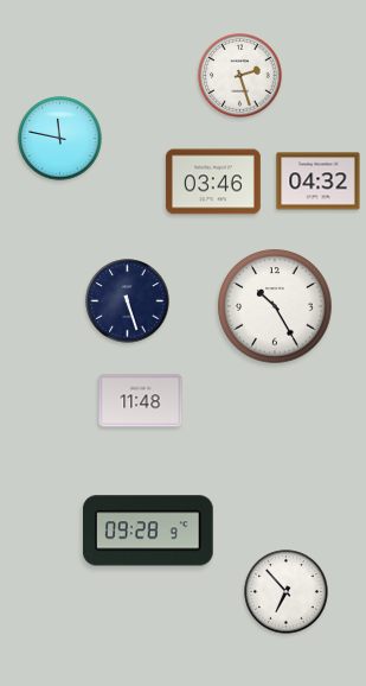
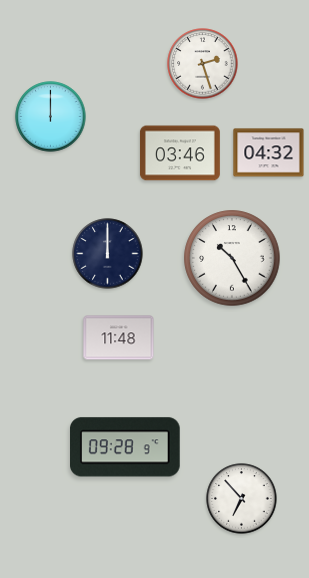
clock at (60, 139): 11:47 -> 12:00
clock at (128, 301): 5:27 -> 12:00
